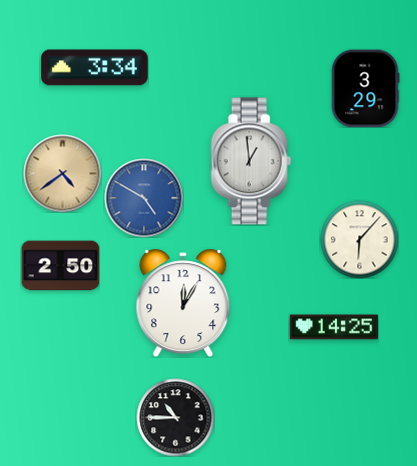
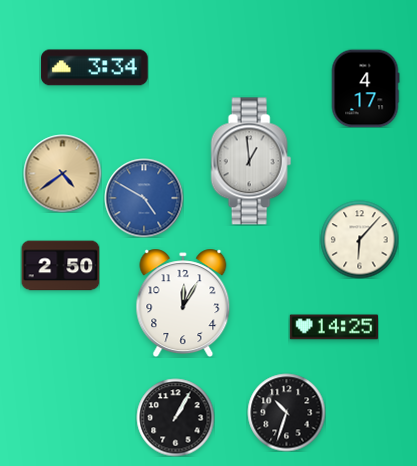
clock at (365, 88): 3:29 -> 4:17
clock at (286, 412): none -> 10:33
clock at (175, 417): 10:45 -> 1:05
